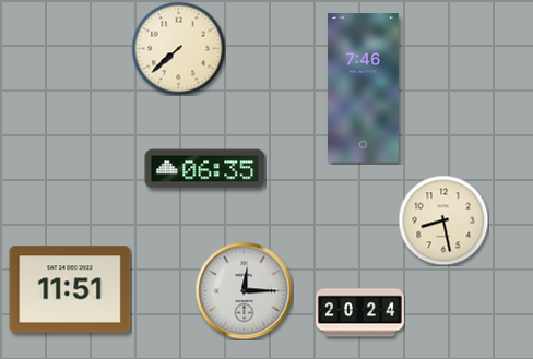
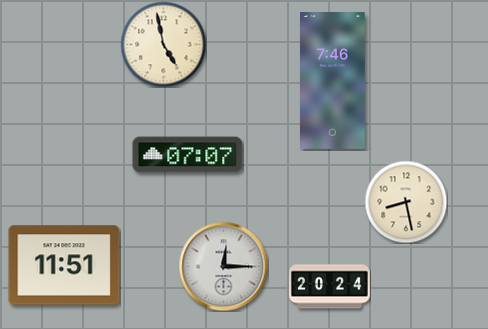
clock at (178, 48): 7:38 -> 4:58
clock at (205, 169): 06:35 -> 07:07
